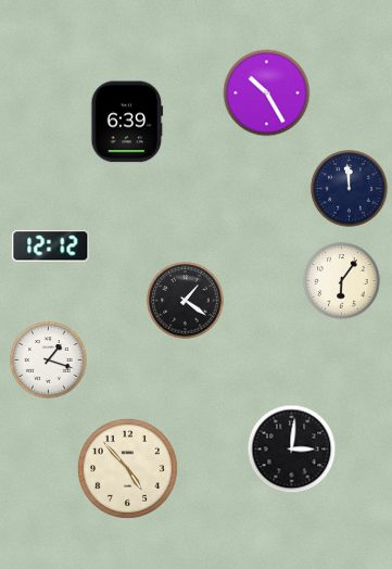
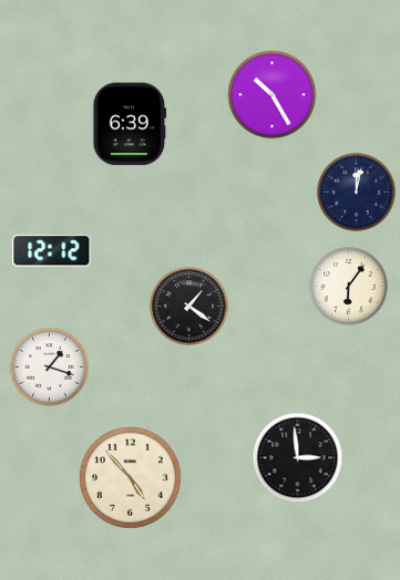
clock at (350, 189): 11:59 -> 12:02
clock at (292, 450): 3:01 -> 2:59
